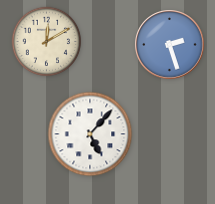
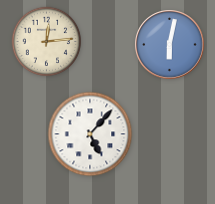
clock at (47, 42): 12:10 -> 12:14
clock at (170, 45): 2:27 -> 6:02
